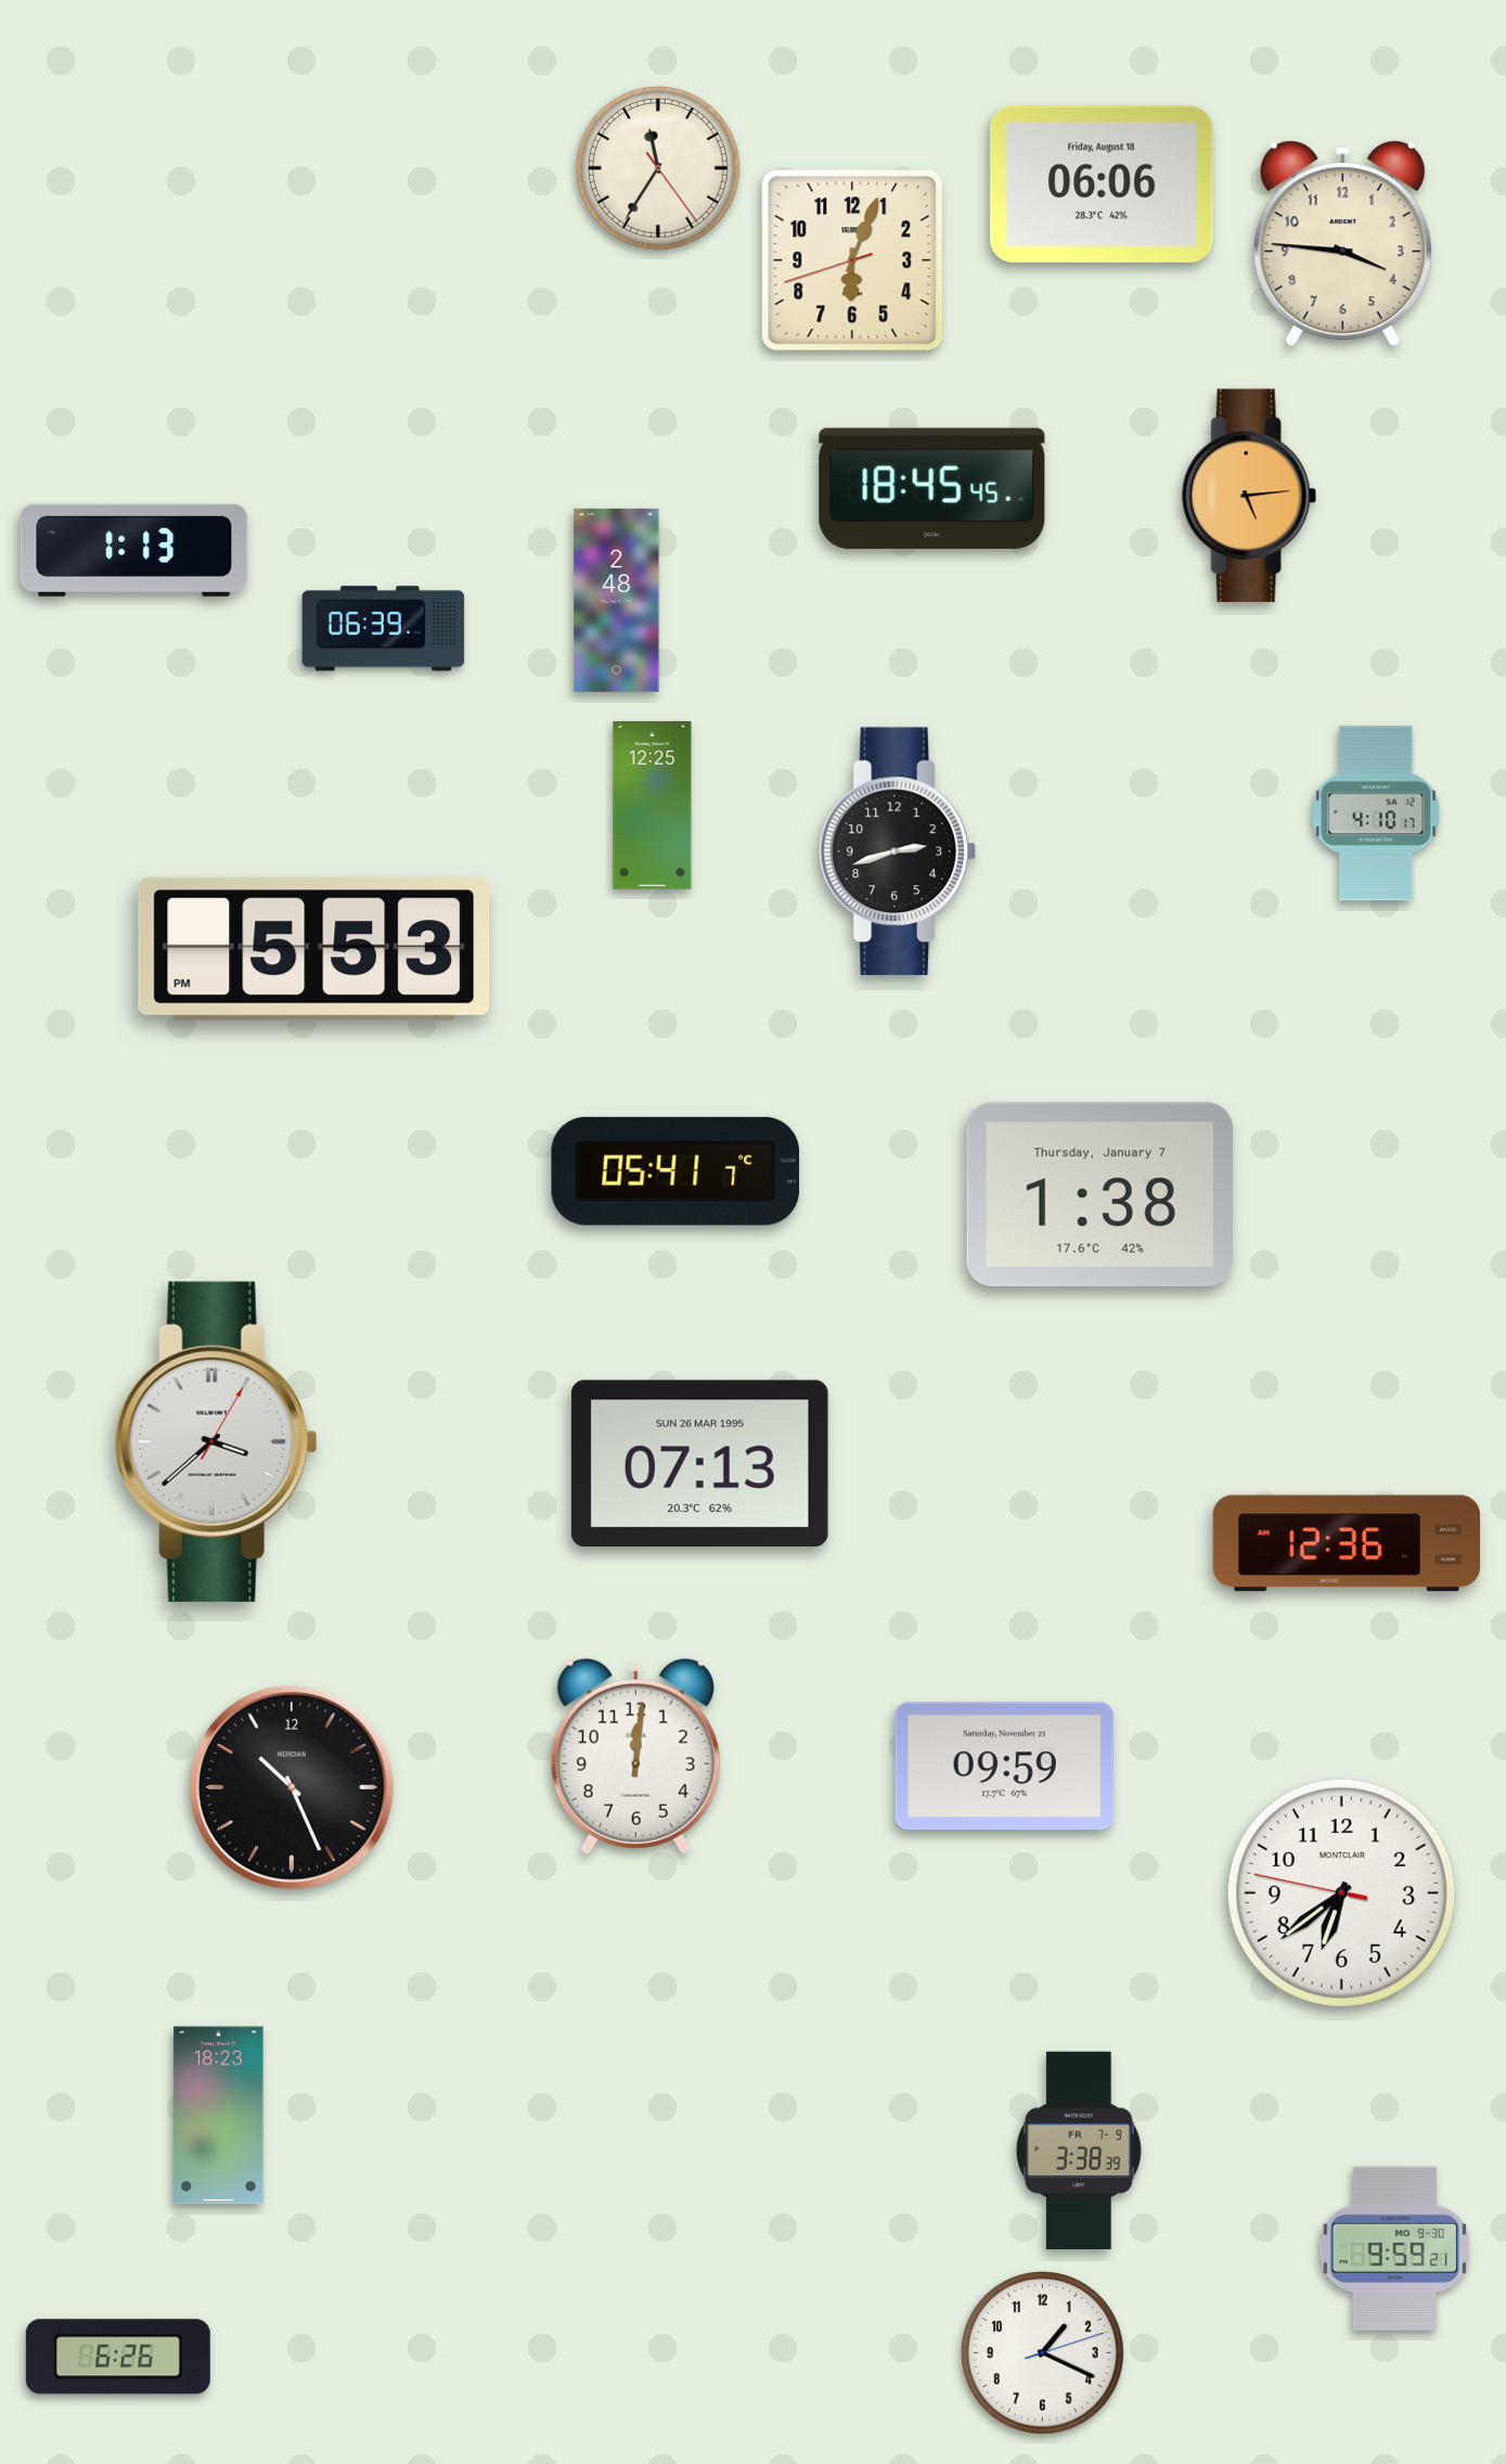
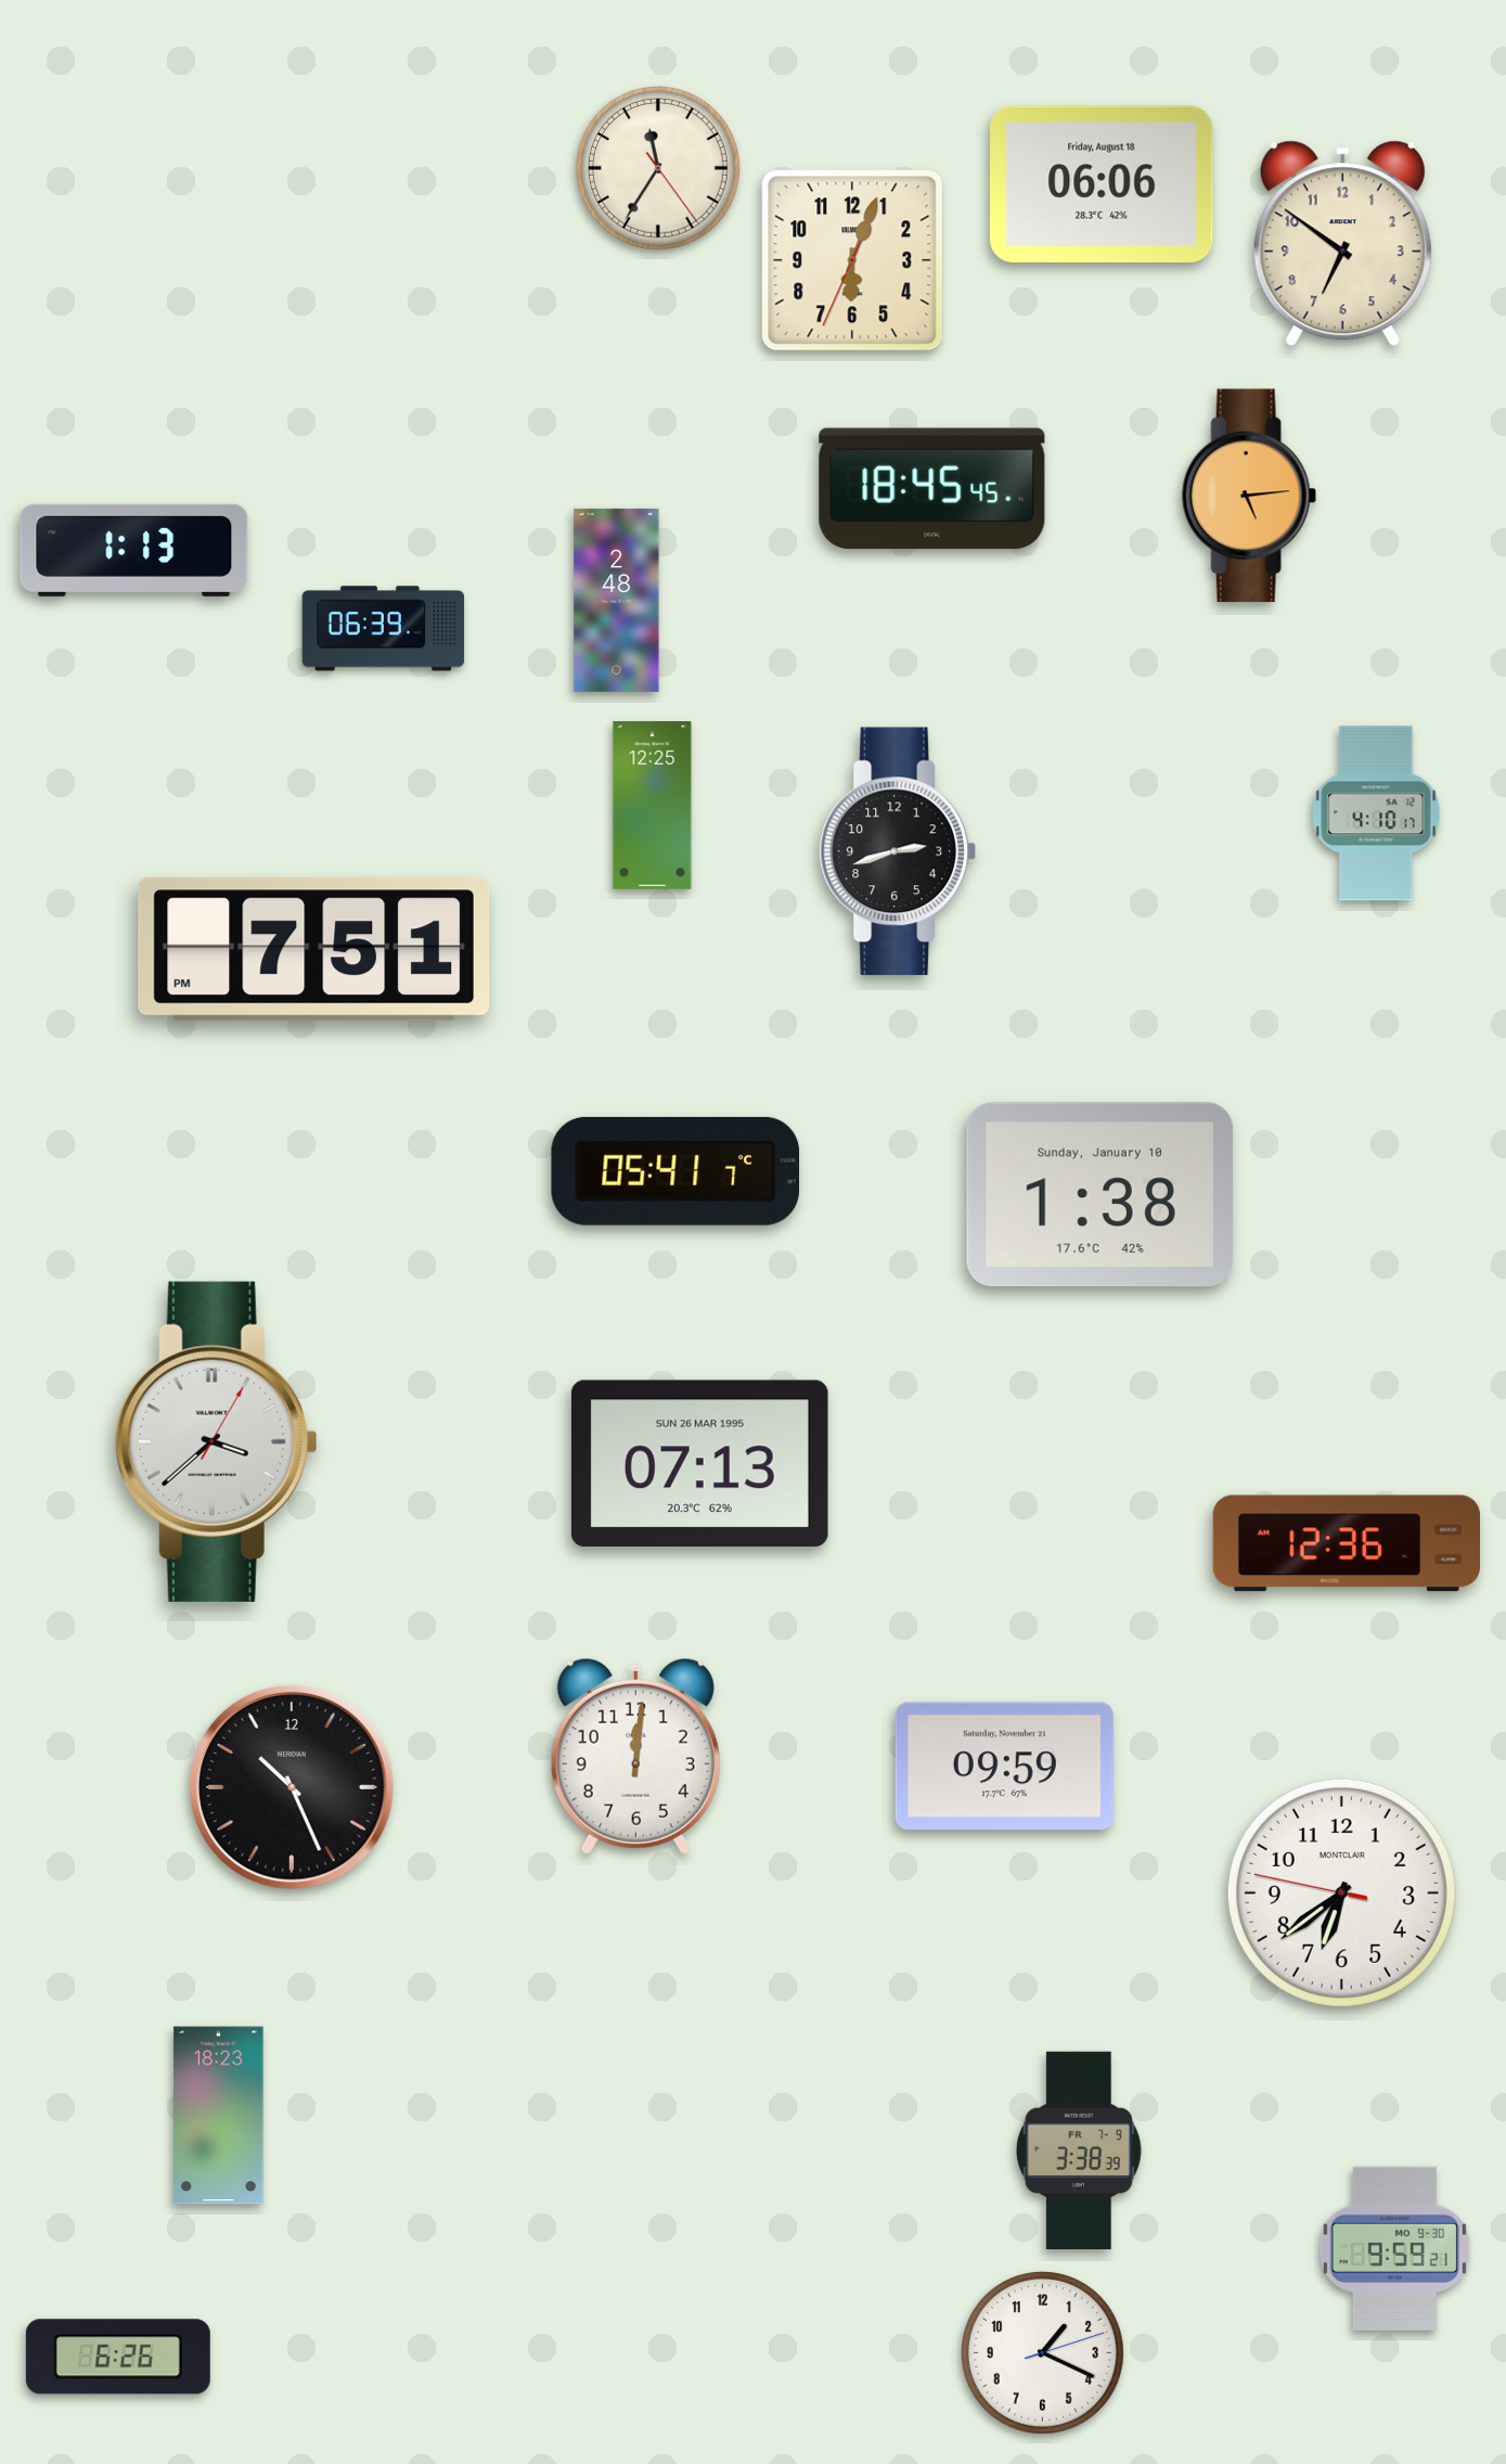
clock at (1342, 244): 3:46 -> 6:51
clock at (852, 260): 6:03:42 -> 6:03:34
clock at (314, 950): 5:53 -> 7:51
clock at (1099, 1195) date: Thursday, January 7 -> Sunday, January 10
